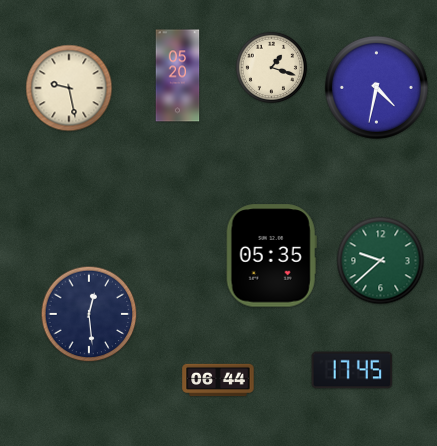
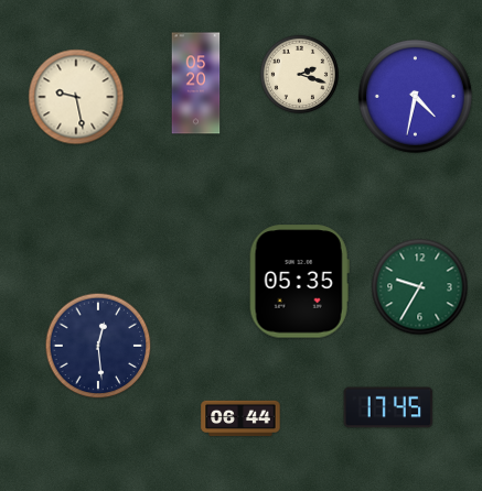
clock at (271, 67): 1:18 -> 2:18
clock at (381, 261): 9:38 -> 9:35
